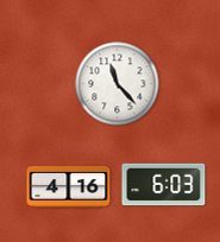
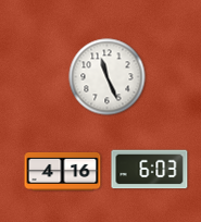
clock at (118, 84): 11:23 -> 11:26
